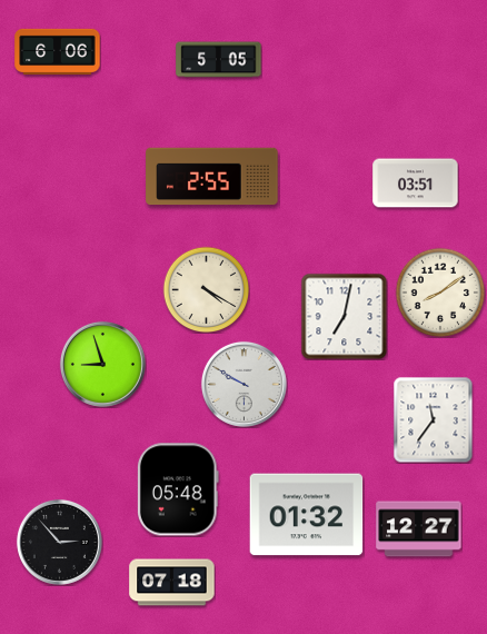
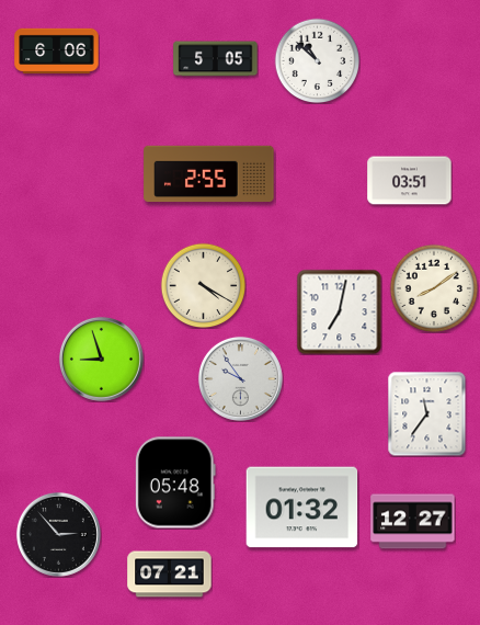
clock at (317, 60): none -> 10:52
clock at (244, 384): 9:50 -> 9:54
clock at (172, 583): 07:18 -> 07:21
